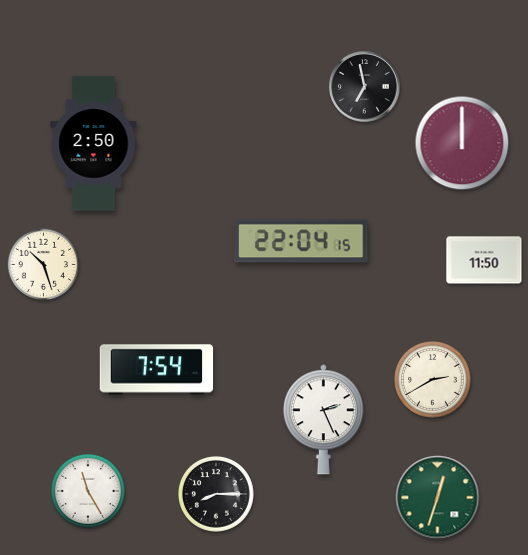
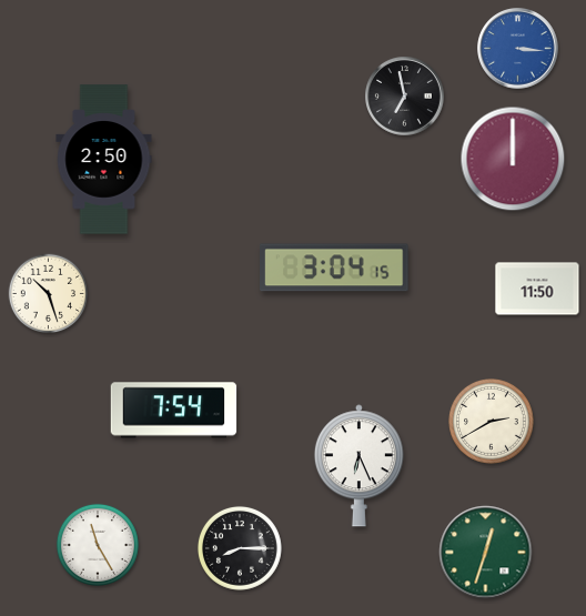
clock at (518, 49): none -> 3:16
clock at (302, 241): 22:04 -> 3:04
clock at (433, 380) position: (433, 380) -> (492, 422)
clock at (323, 420): 2:26 -> 6:26
